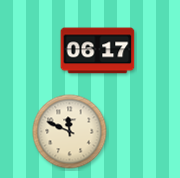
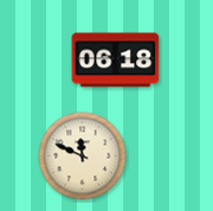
clock at (98, 51): 06:17 -> 06:18
